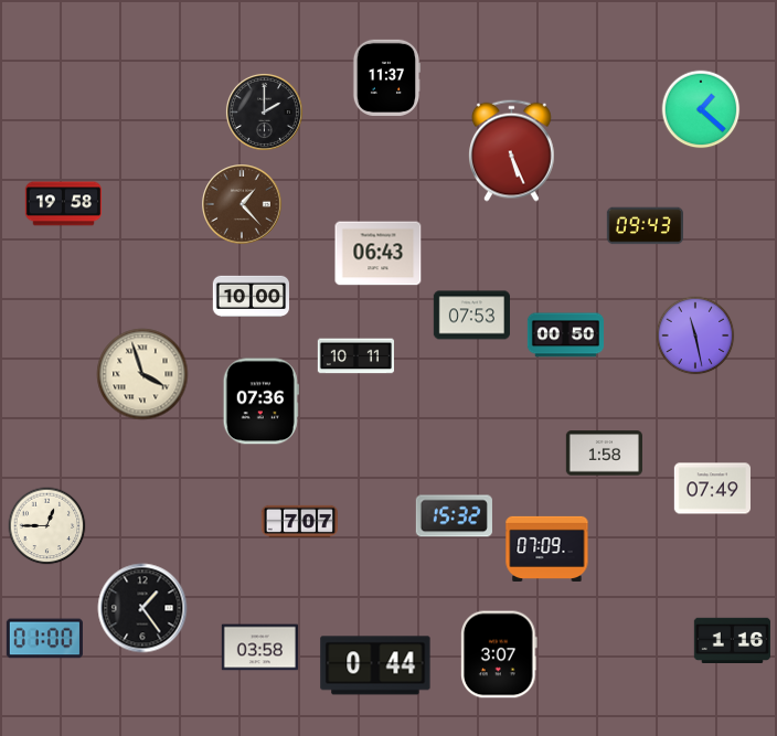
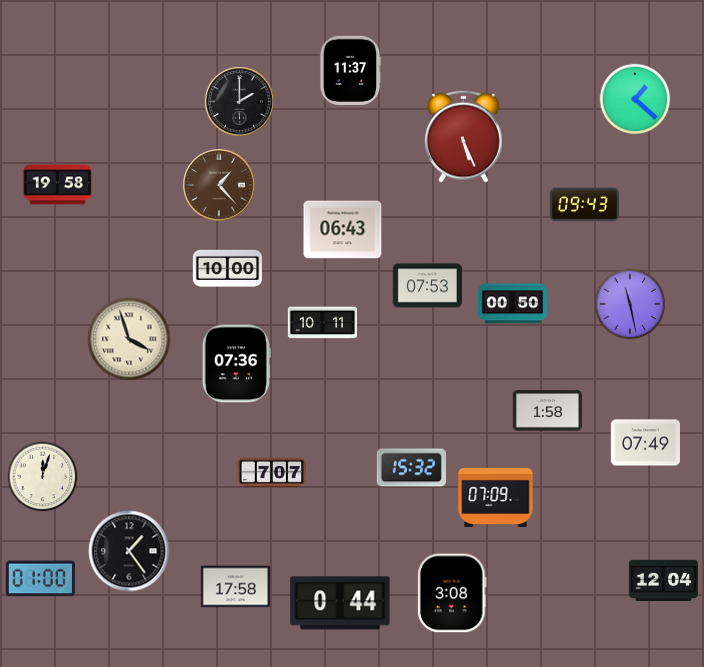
clock at (47, 526): 12:45 -> 12:03
clock at (732, 641): 1:16 -> 12:04
clock at (259, 648): 03:58 -> 17:58
clock at (500, 654): 3:07 -> 3:08
